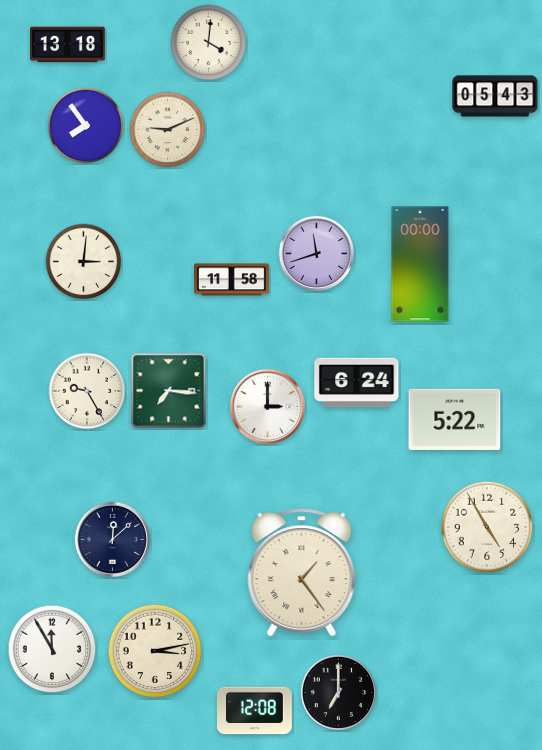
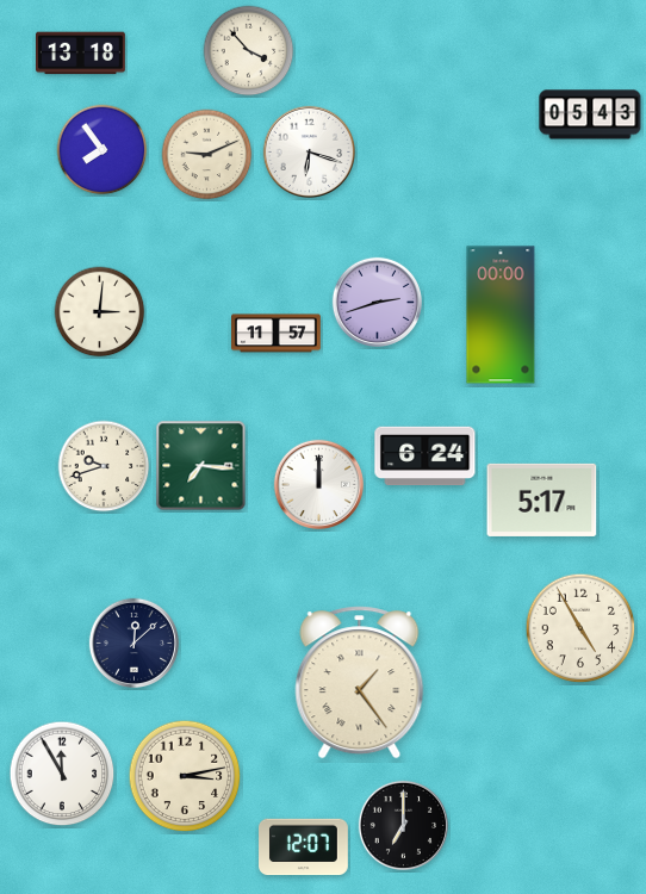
clock at (209, 43): 4:01 -> 3:53
clock at (310, 153): none -> 6:18
clock at (168, 130) position: (168, 130) -> (207, 155)
clock at (316, 253): 11:42 -> 2:42
clock at (232, 280): 11:58 -> 11:57
clock at (87, 391): 9:25 -> 9:42
clock at (267, 406): 3:00 -> 12:00
clock at (455, 419): 5:22 -> 5:17
clock at (255, 711): 12:08 -> 12:07
